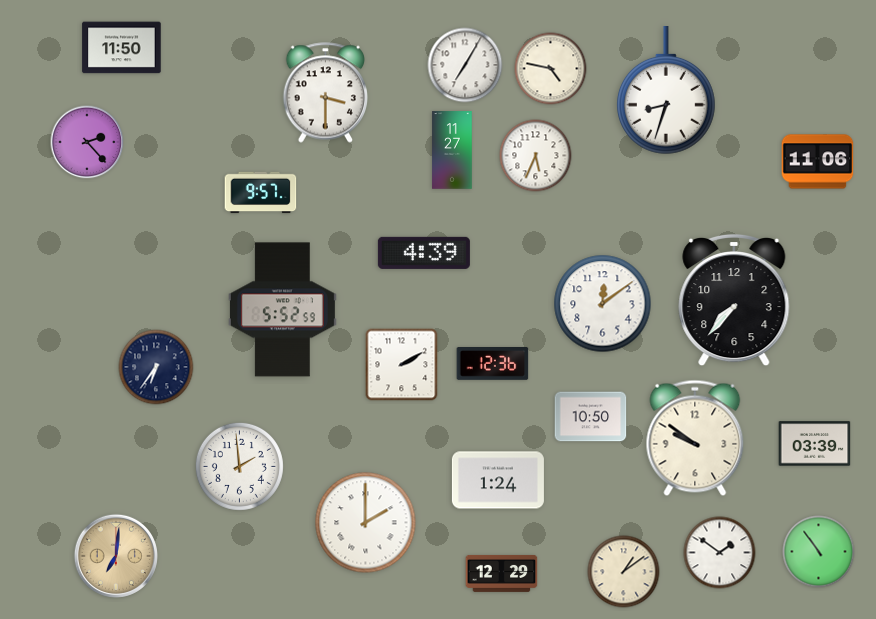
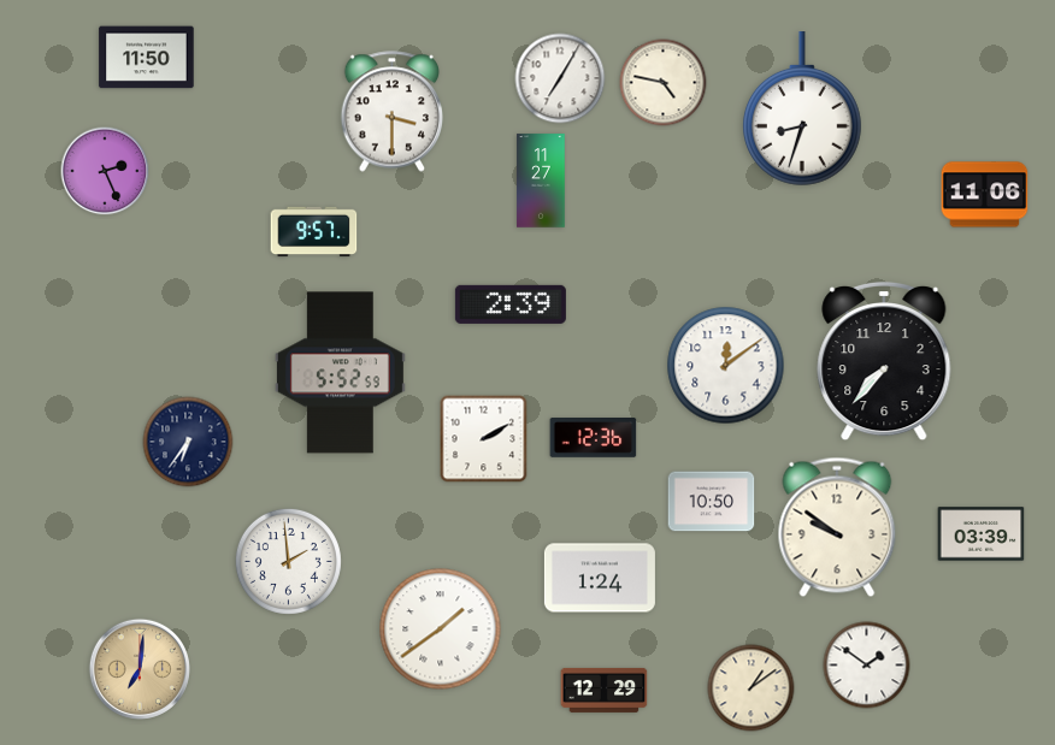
clock at (87, 142): 2:23 -> 2:26
clock at (452, 150) position: (452, 150) -> (541, 181)
clock at (536, 156): 5:34 -> none
clock at (424, 253): 4:39 -> 2:39
clock at (366, 523): 2:00 -> 1:39
clock at (819, 552): 10:54 -> none
